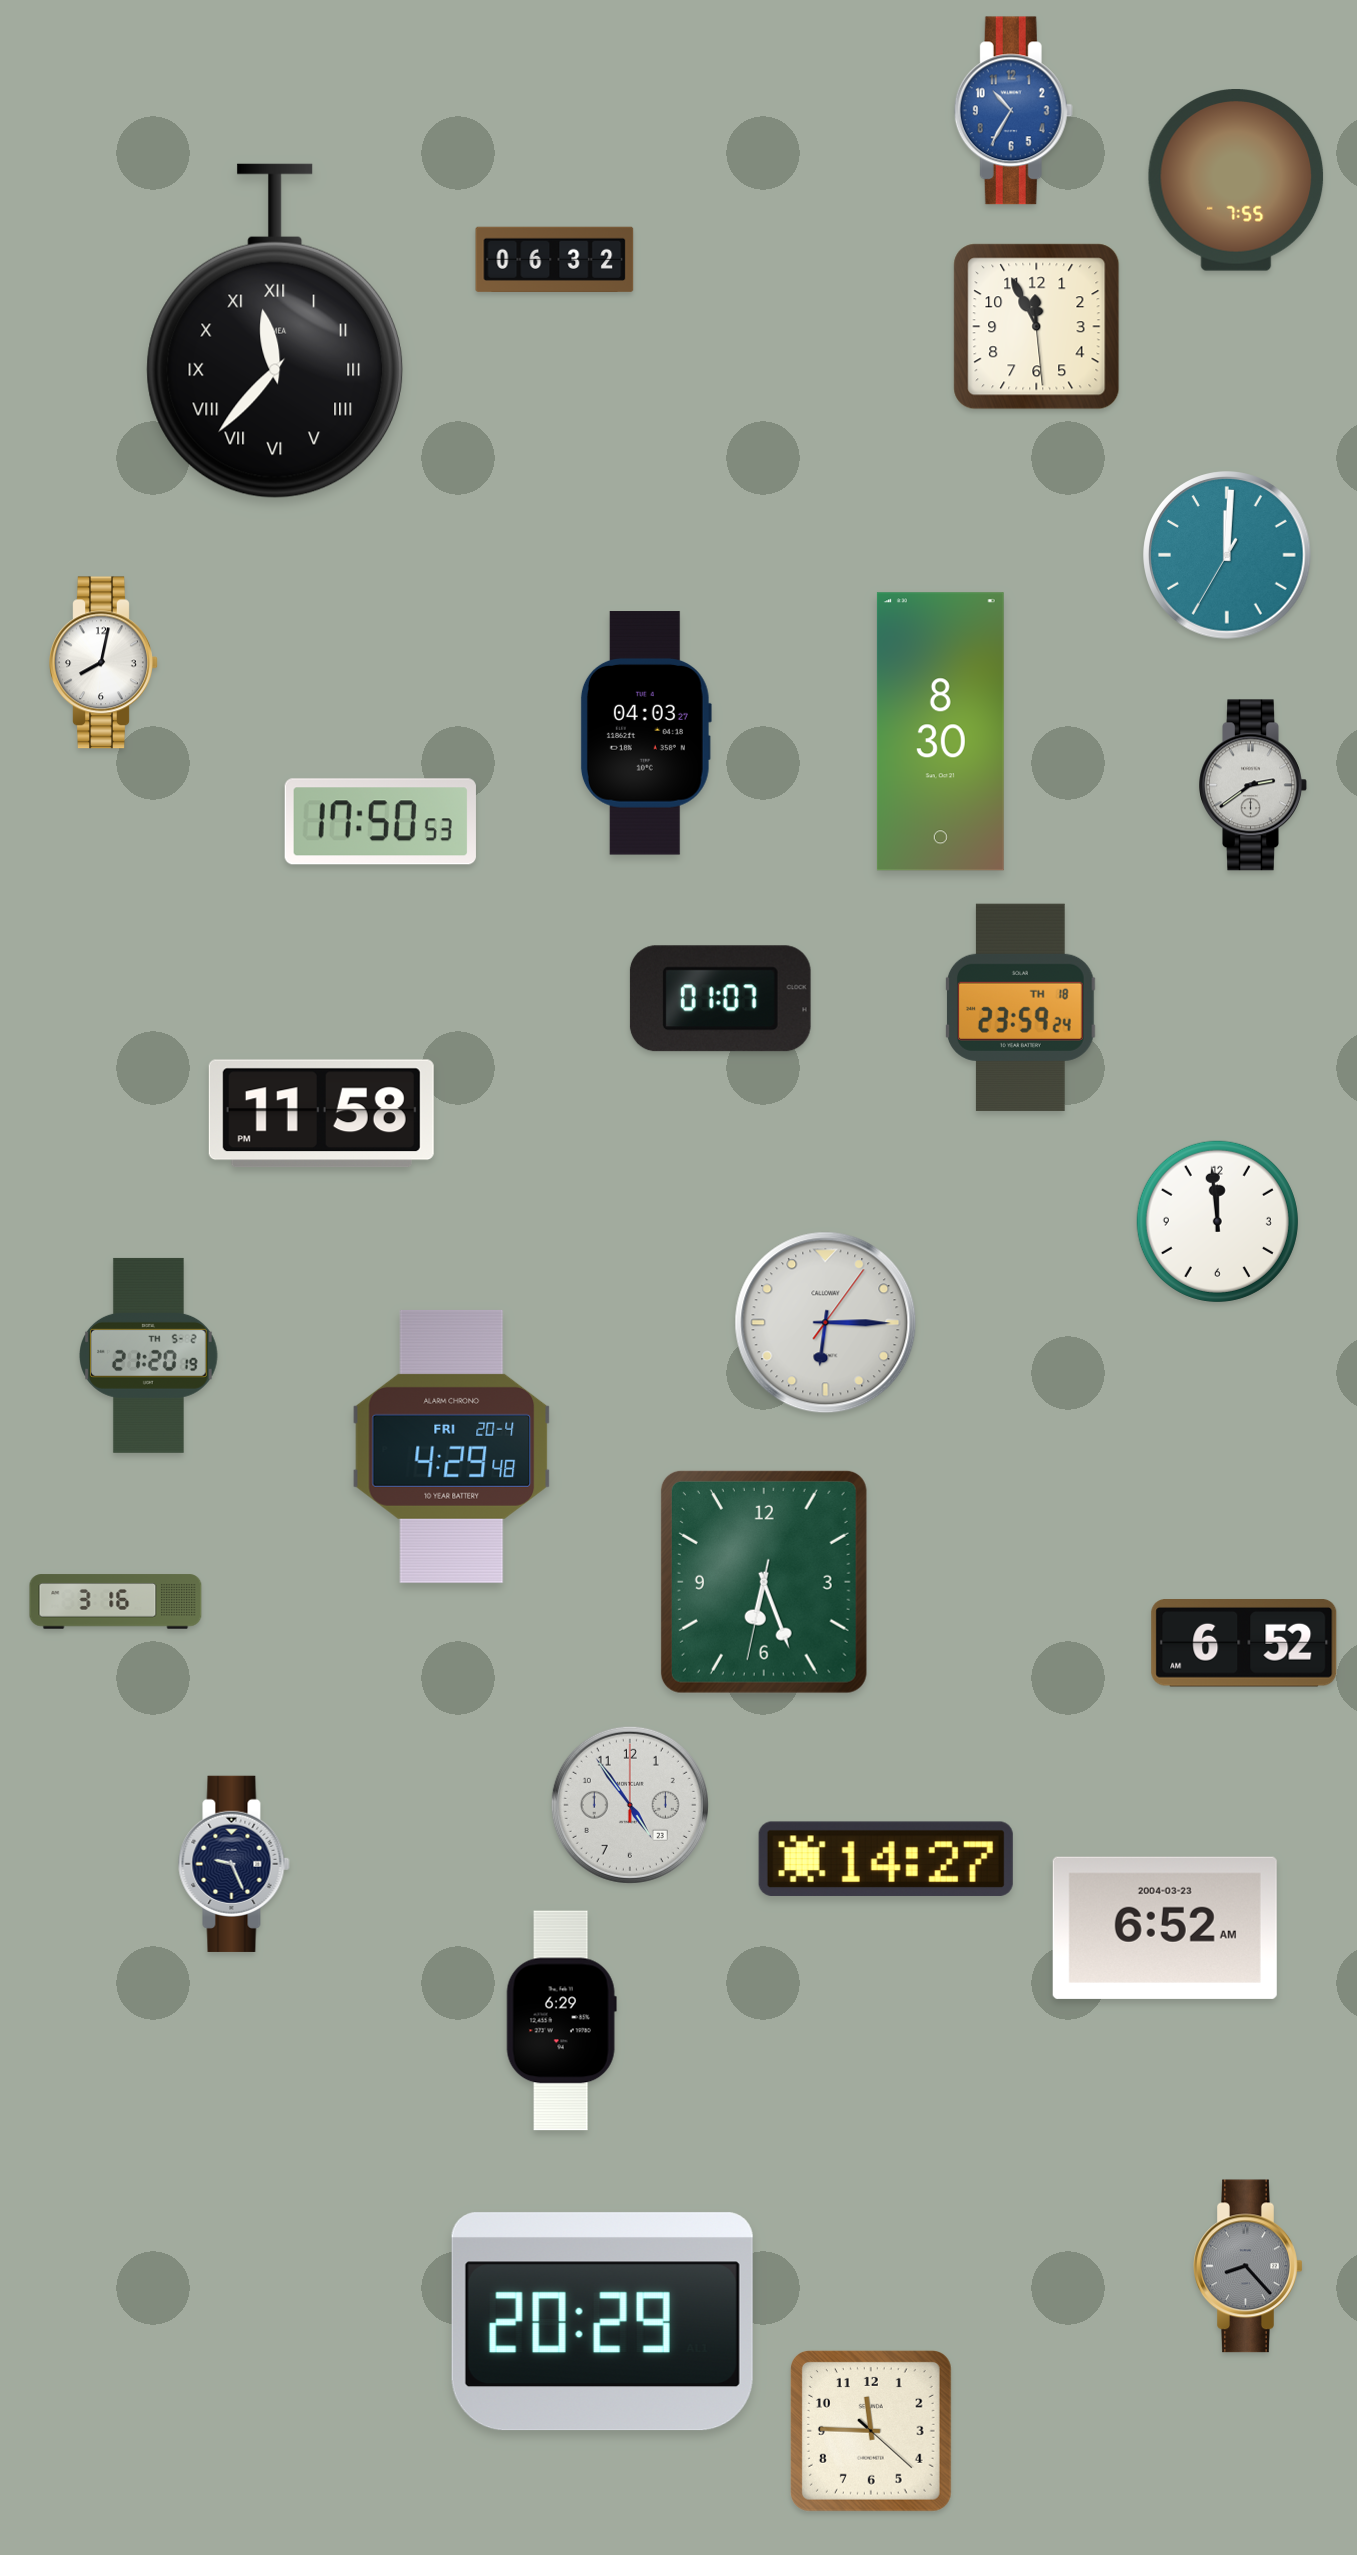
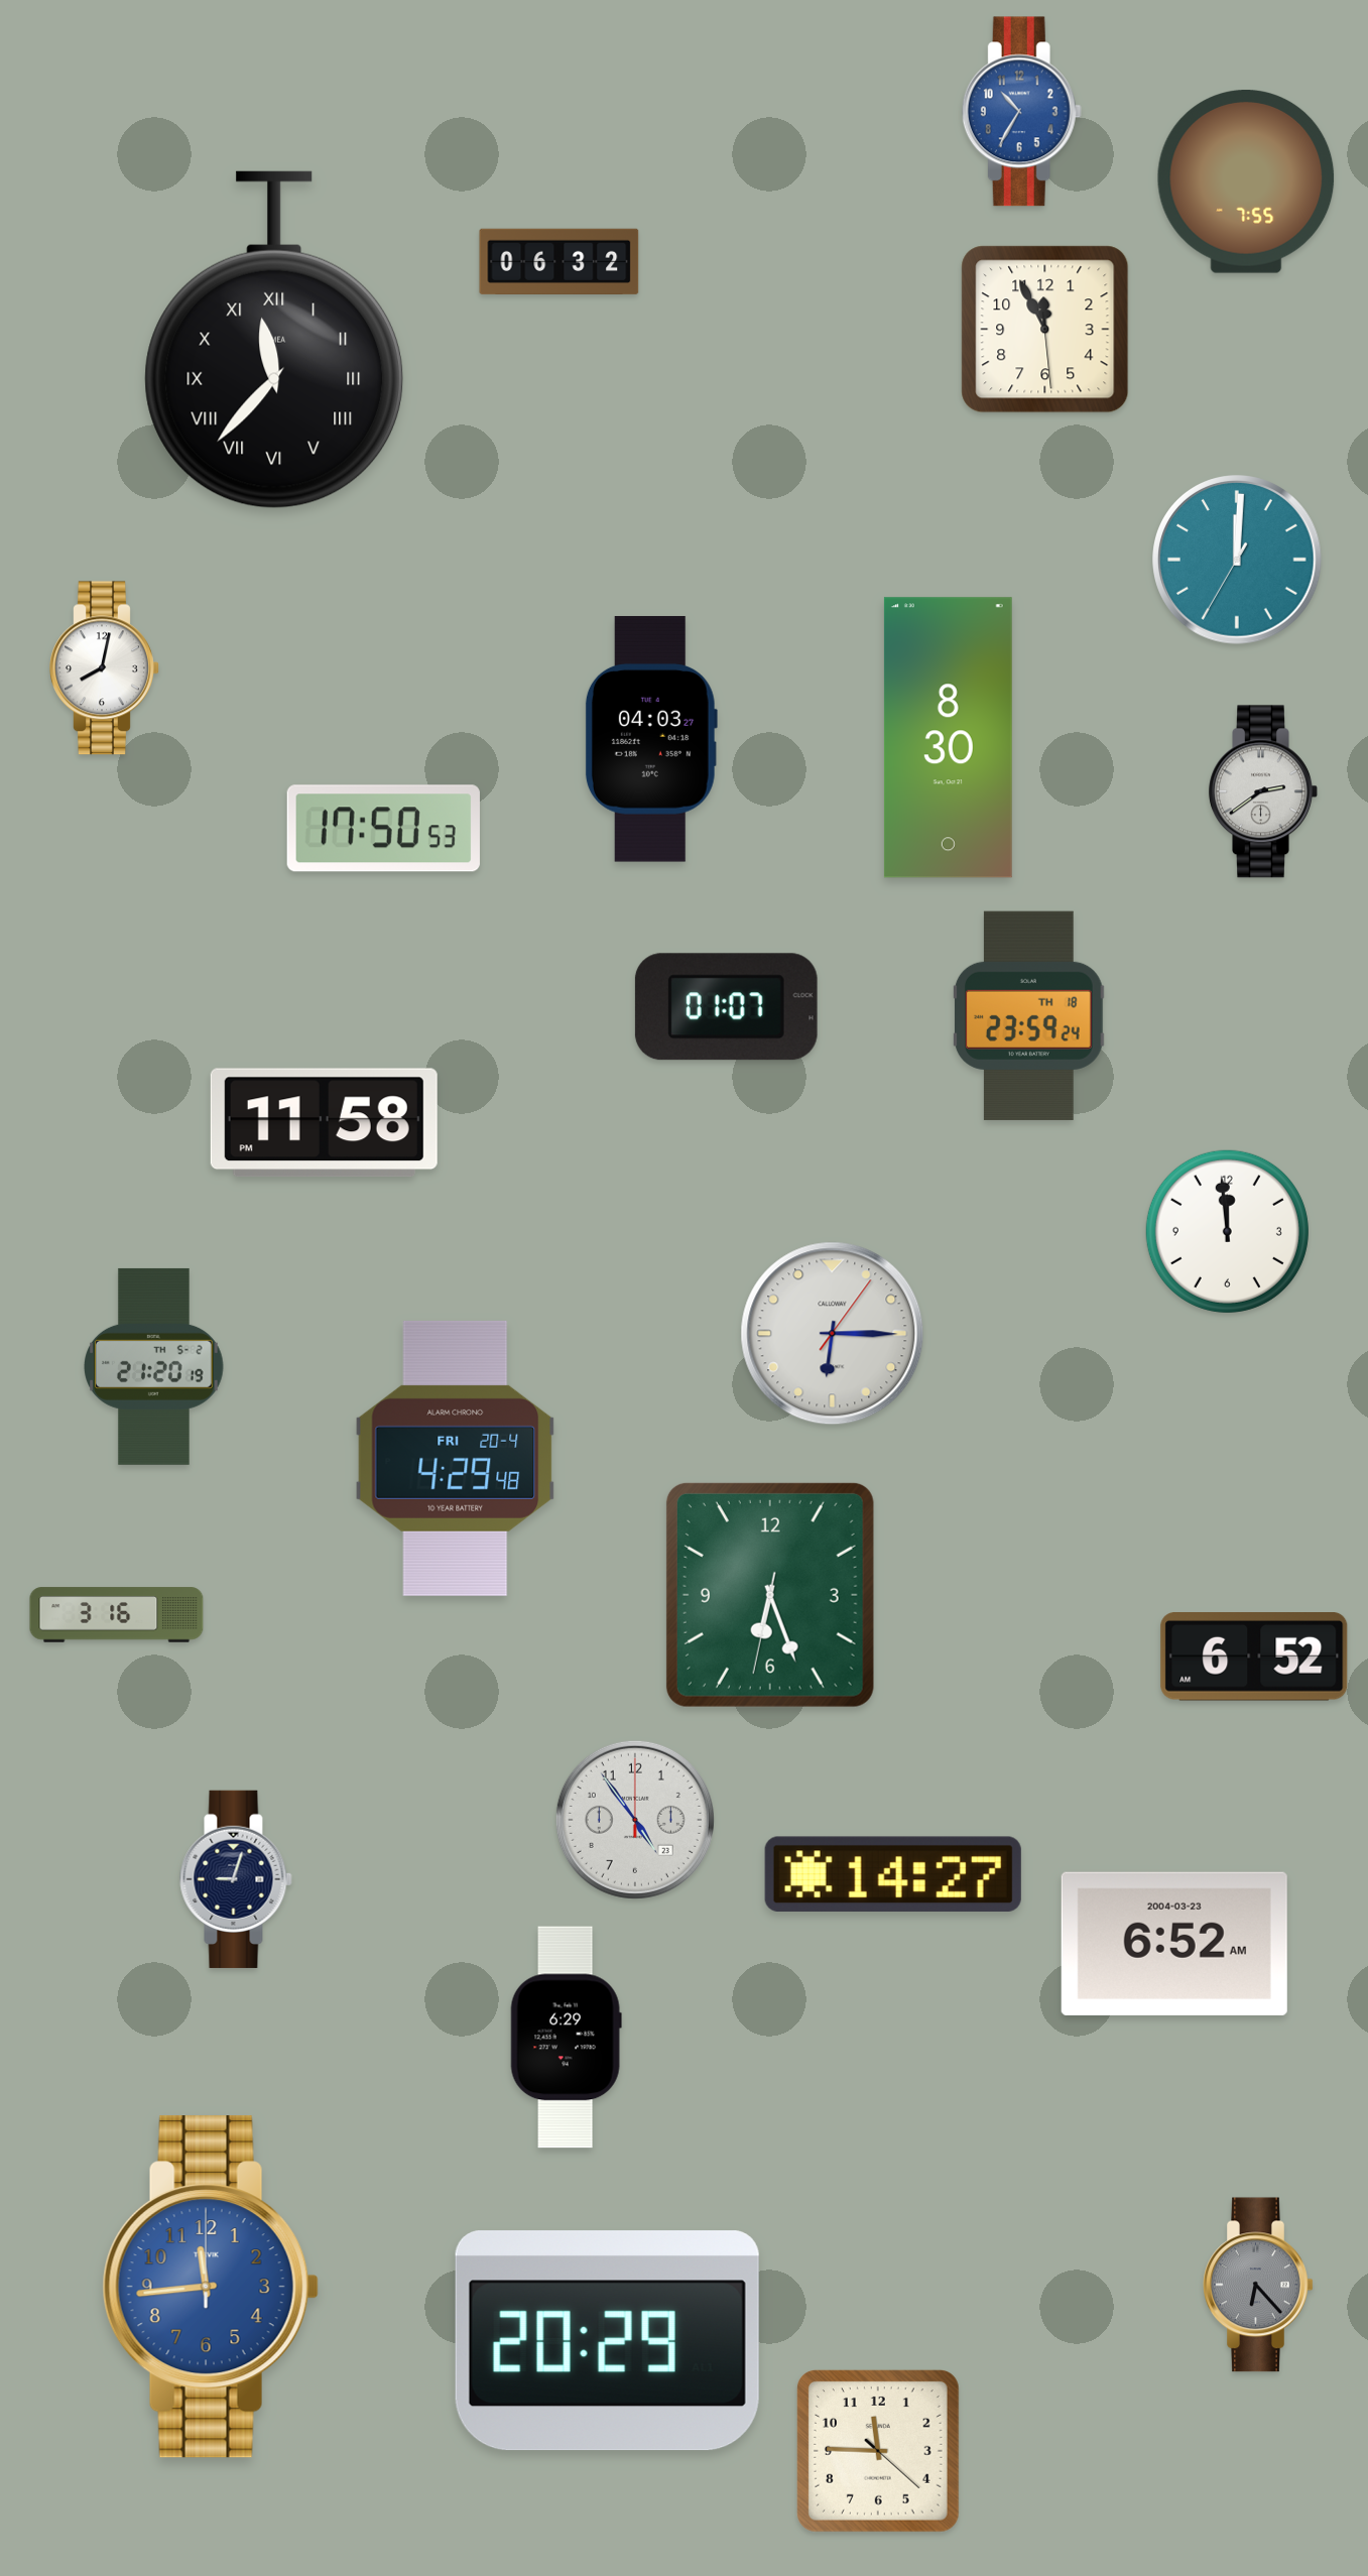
clock at (275, 331) position: (275, 331) -> (274, 340)
clock at (149, 1355) position: (149, 1355) -> (154, 1366)
clock at (234, 1864): 9:26 -> 9:03
clock at (1248, 2266): 8:23 -> 6:23
clock at (211, 2287): none -> 11:44
